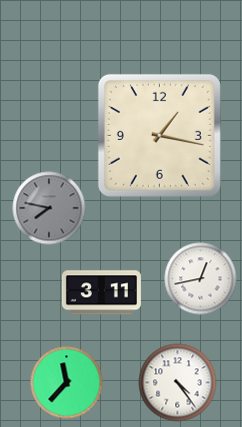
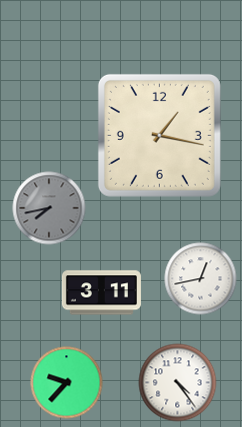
clock at (49, 208): 7:47 -> 7:43
clock at (67, 383): 11:37 -> 9:37
